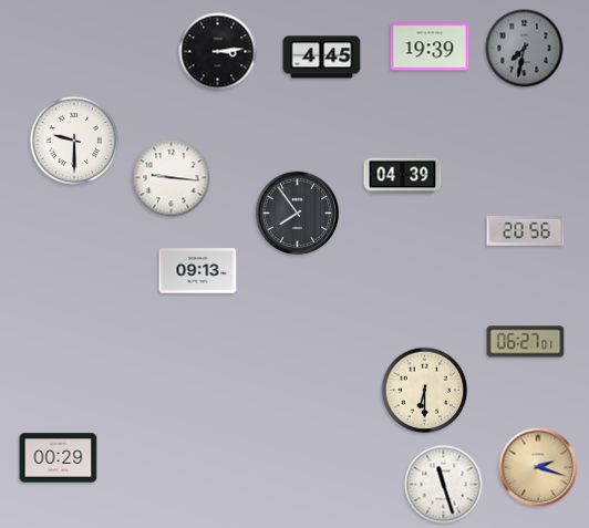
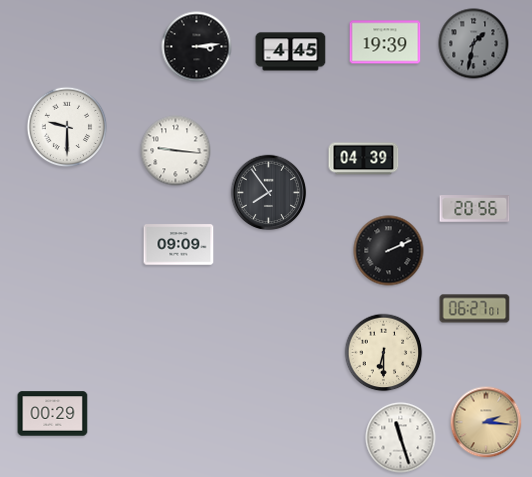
clock at (430, 46) position: (430, 46) -> (385, 42)
clock at (525, 49): 7:32 -> 1:32
clock at (172, 178) position: (172, 178) -> (176, 151)
clock at (198, 271): 09:13 -> 09:09
clock at (389, 251): none -> 2:11
clock at (538, 467): 2:18 -> 2:16
